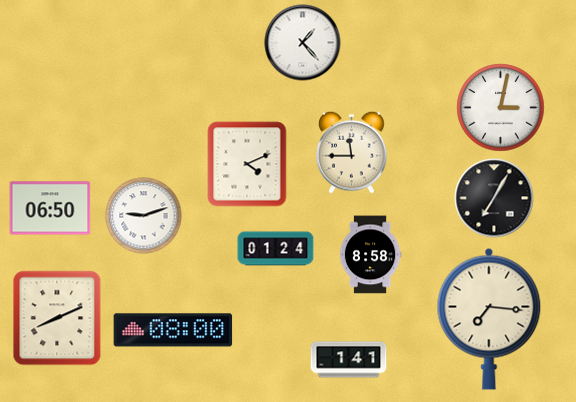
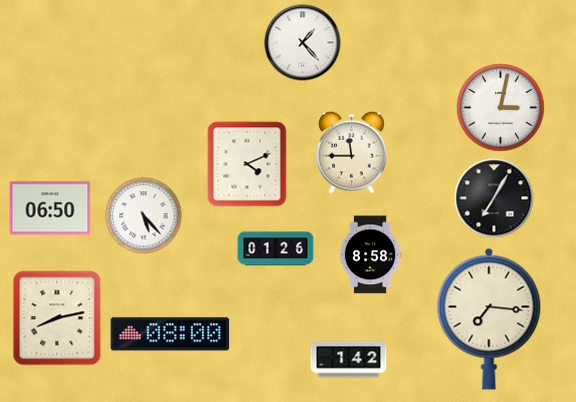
clock at (144, 216): 9:12 -> 5:23
clock at (276, 249): 01:24 -> 01:26
clock at (57, 318): 8:11 -> 8:13
clock at (173, 330) position: (173, 330) -> (170, 334)
clock at (349, 360): 1:41 -> 1:42
